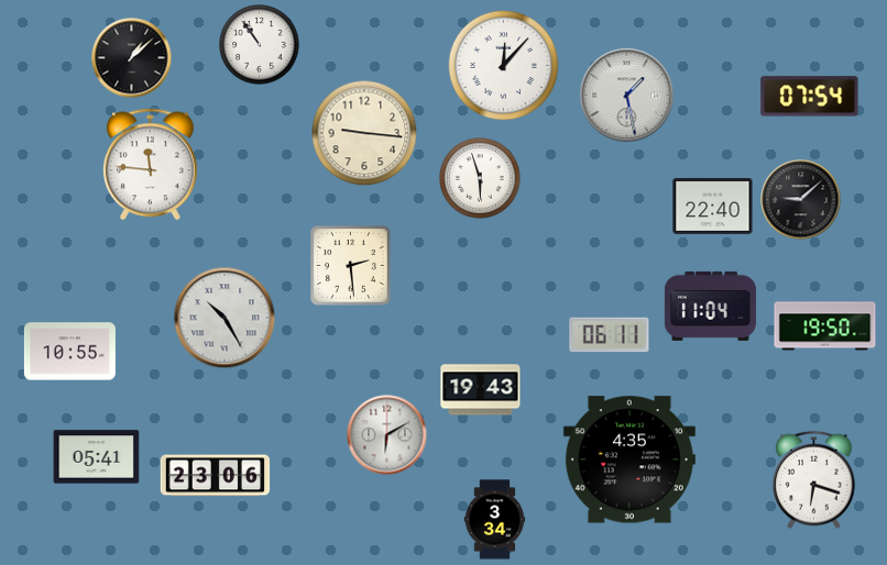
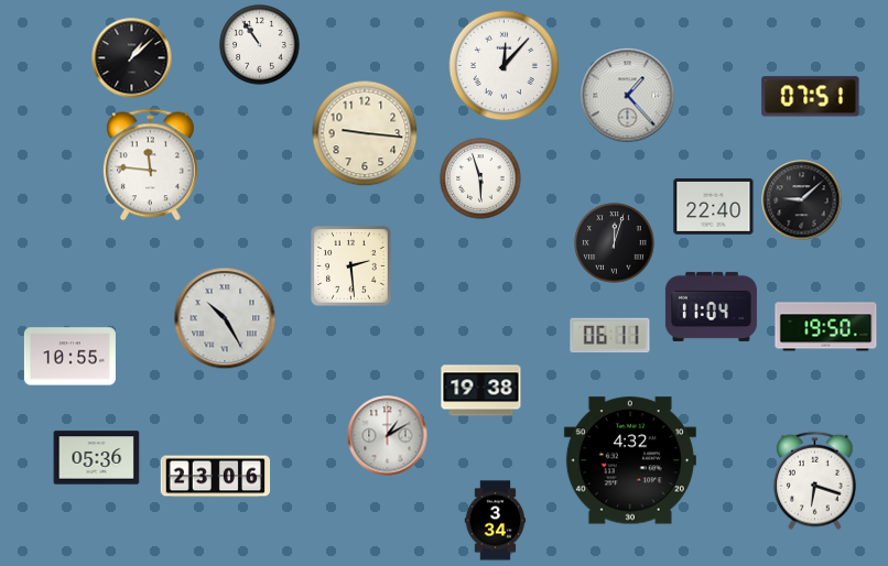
clock at (627, 96): 1:28 -> 1:23
clock at (810, 97): 07:54 -> 07:51
clock at (615, 243): none -> 12:03
clock at (69, 352) position: (69, 352) -> (69, 357)
clock at (481, 390): 19:43 -> 19:38
clock at (387, 435): 6:10 -> 1:10
clock at (97, 457): 05:41 -> 05:36
clock at (629, 459): 4:35 -> 4:32
